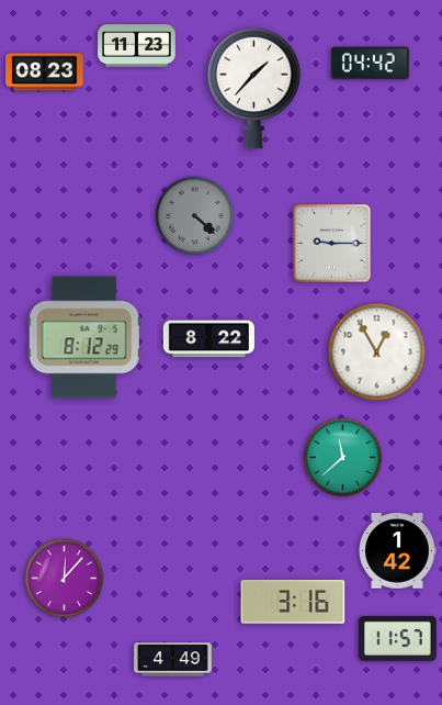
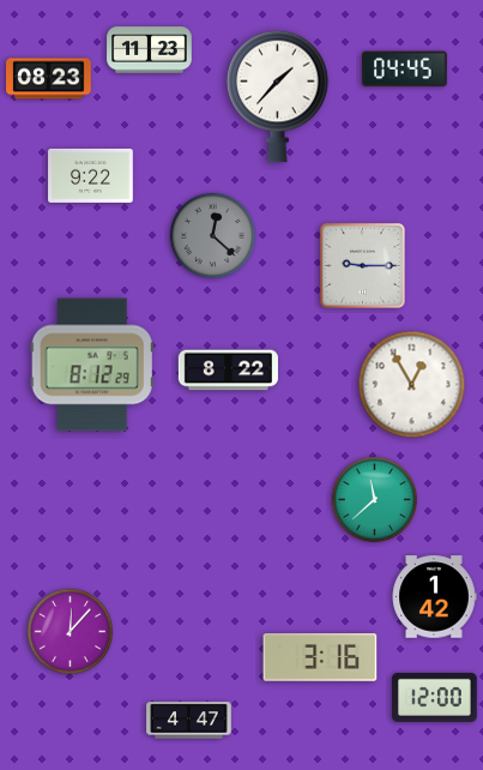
clock at (371, 64): 04:42 -> 04:45
clock at (91, 175): none -> 9:22
clock at (194, 215): 4:22 -> 12:22
clock at (84, 337) position: (84, 337) -> (92, 365)
clock at (397, 551) position: (397, 551) -> (434, 597)
clock at (398, 638): 11:57 -> 12:00
clock at (173, 660): 4:49 -> 4:47
